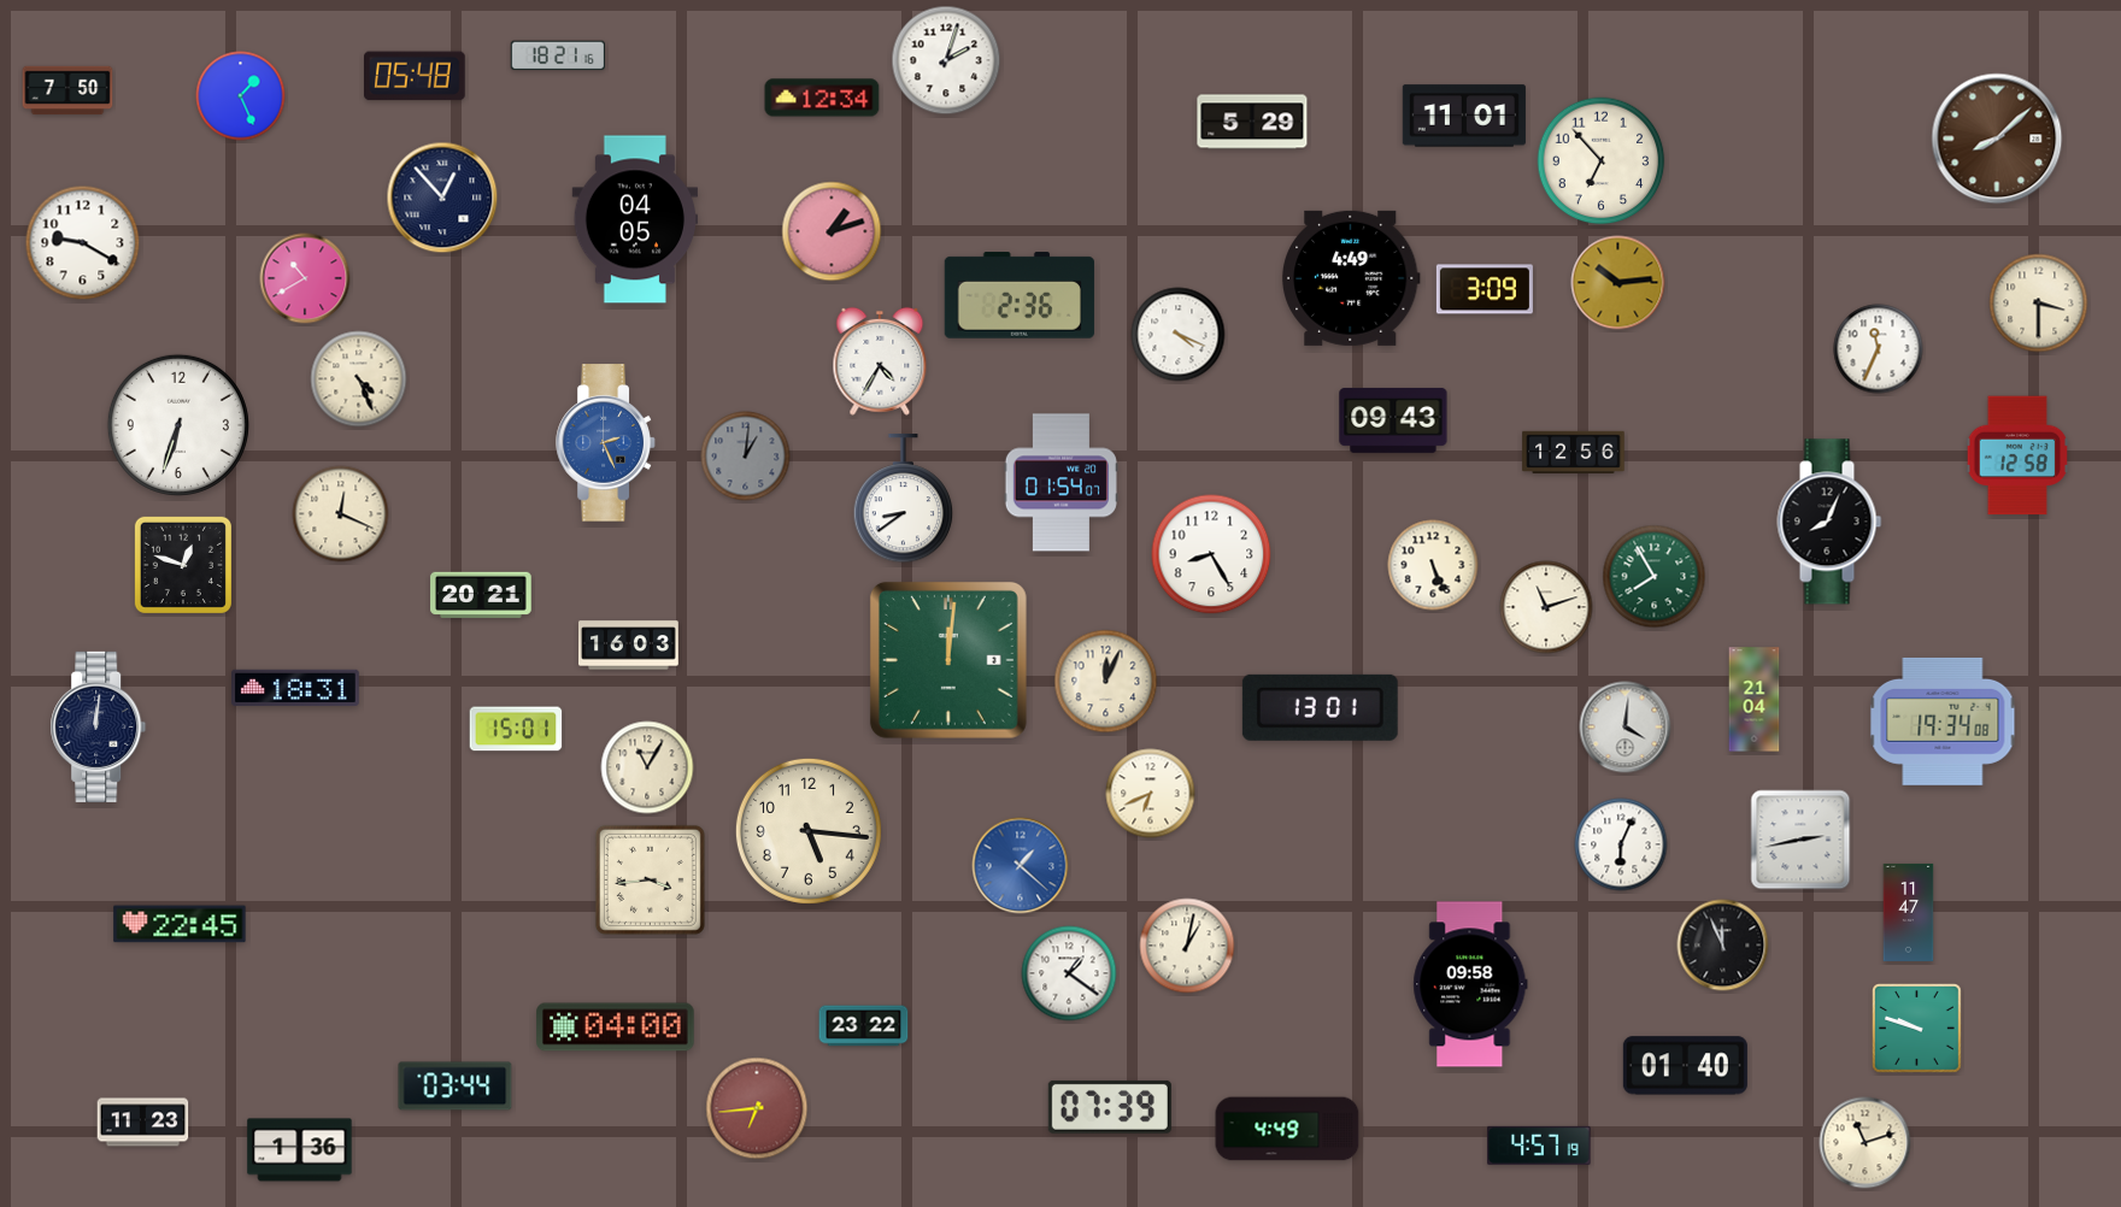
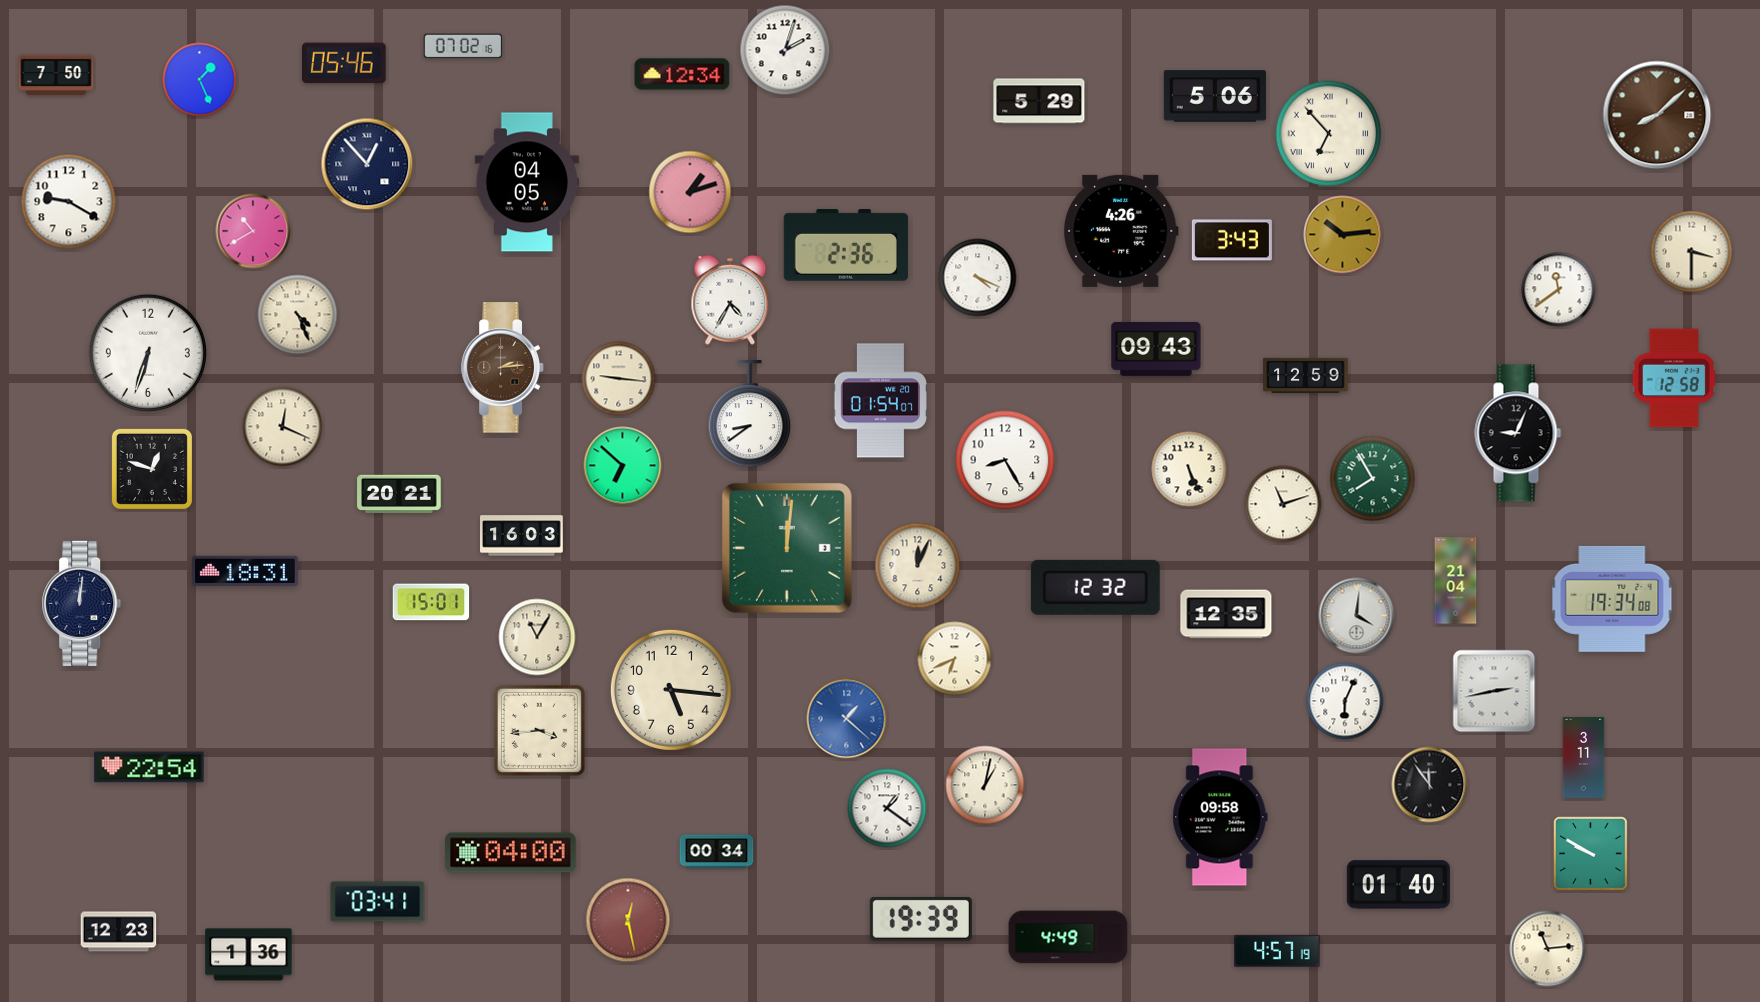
clock at (557, 55): 18:21 -> 07:02
clock at (416, 76): 05:48 -> 05:46
clock at (822, 98) position: (822, 98) -> (682, 74)
clock at (1464, 116): 11:01 -> 5:06
clock at (1602, 161) numerals: Arabic -> Roman
clock at (1351, 278): 4:49 -> 4:26
clock at (1485, 289): 3:09 -> 3:43
clock at (1879, 349): 11:34 -> 11:39
clock at (606, 443): 2:26 -> 2:14
clock at (606, 443) dial: blue -> brown
clock at (1574, 452): 12:56 -> 12:59
clock at (746, 457): 1:01 -> 9:16
clock at (746, 457) dial: grey -> cream
clock at (1829, 522): 8:04 -> 9:04
clock at (623, 466): none -> 6:52
clock at (1320, 707): 13:01 -> 12:32
clock at (1626, 728) position: (1626, 728) -> (1357, 616)
clock at (516, 729) position: (516, 729) -> (431, 602)
clock at (1226, 614): none -> 12:35
clock at (1800, 840) position: (1800, 840) -> (1494, 691)
clock at (1909, 912): 11:47 -> 3:11
clock at (180, 924): 22:45 -> 22:54
clock at (1723, 946): 11:56 -> 11:54
clock at (864, 1026): 23:22 -> 00:34
clock at (1917, 1029): 9:48 -> 9:50
clock at (456, 1087): 03:44 -> 03:41
clock at (1110, 1107): 07:39 -> 19:39
clock at (757, 1108): 6:44 -> 12:28
clock at (143, 1123): 11:23 -> 12:23
clock at (1866, 1143): 11:12 -> 11:14
